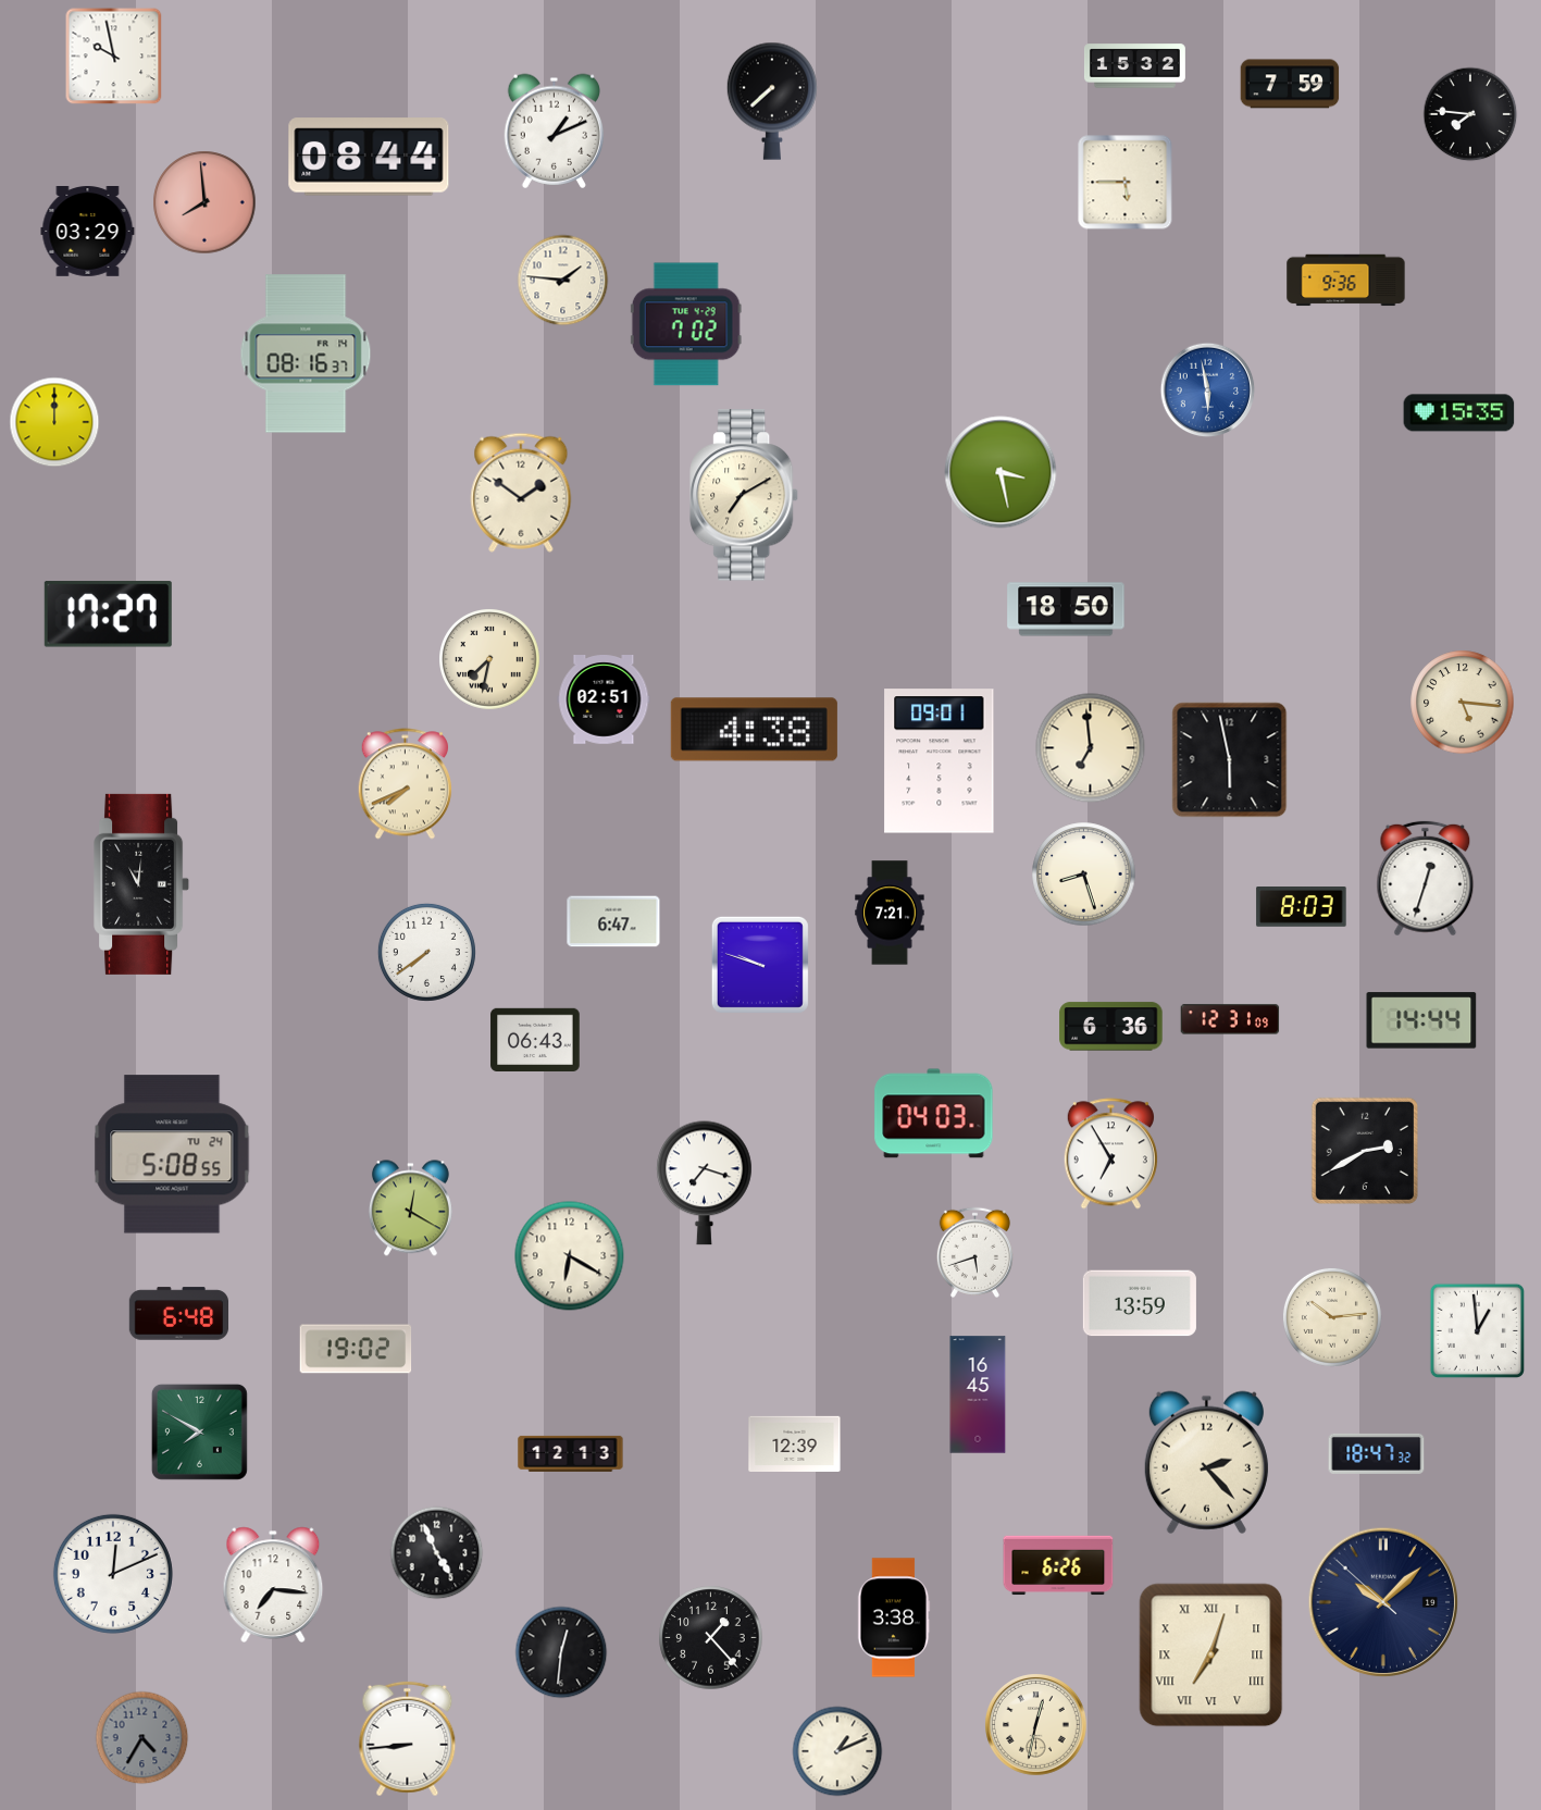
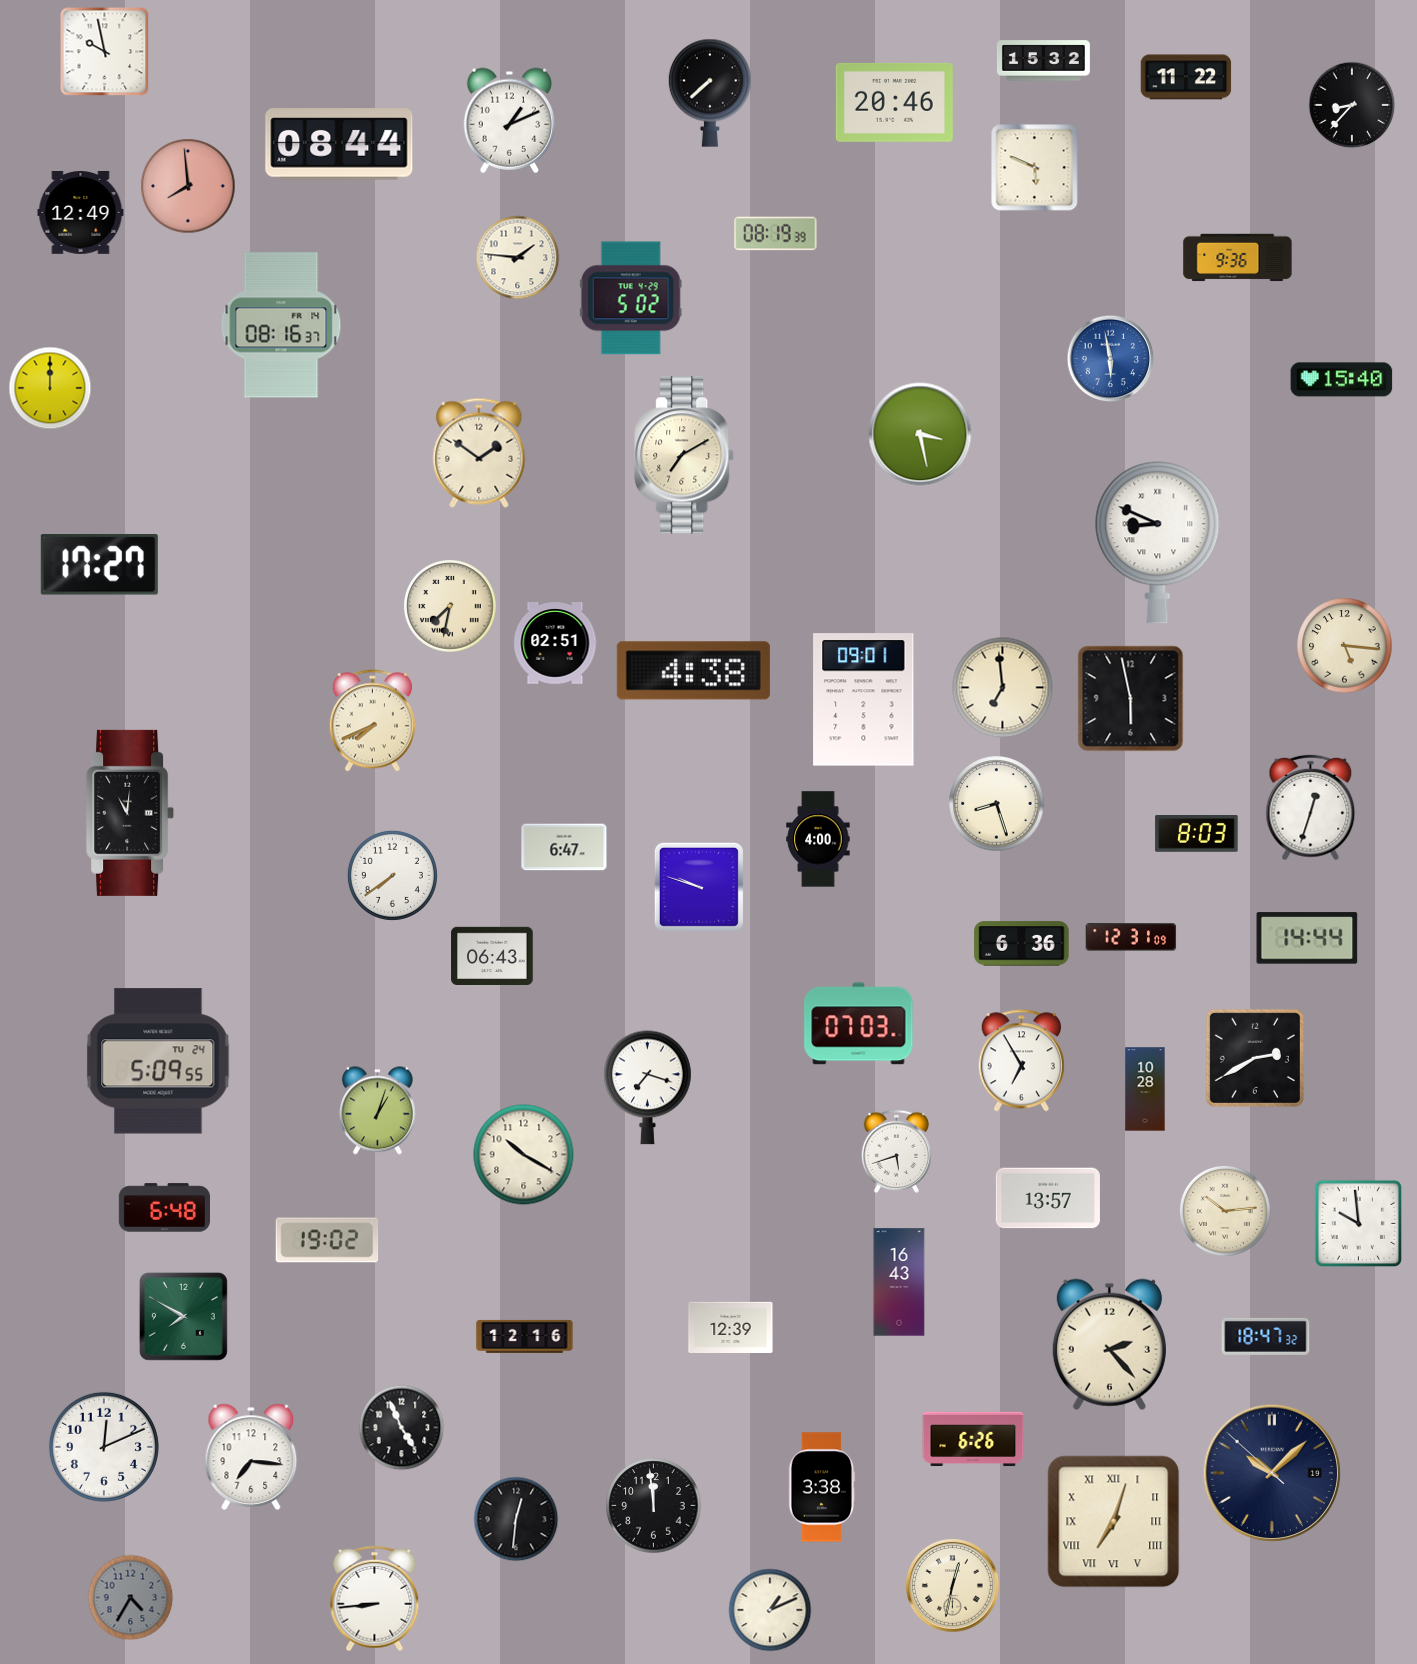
clock at (1290, 84): 7:59 -> 11:22
clock at (894, 102): none -> 20:46
clock at (1470, 114): 7:46 -> 8:37
clock at (1126, 183): 5:45 -> 5:49
clock at (88, 232): 03:29 -> 12:49
clock at (776, 234): none -> 08:19
clock at (686, 324): 7:02 -> 5:02
clock at (1459, 413): 15:35 -> 15:40
clock at (1158, 543): none -> 8:49
clock at (1066, 609): 18:50 -> none
clock at (890, 913): 7:21 -> 4:00
clock at (934, 1114): 04:03 -> 07:03
clock at (172, 1154): 5:08 -> 5:09
clock at (1145, 1089): none -> 10:28
clock at (410, 1208): 12:20 -> 1:03
clock at (570, 1256): 6:20 -> 10:20
clock at (1140, 1303): 13:59 -> 13:57
clock at (1477, 1330): 12:59 -> 9:59
clock at (978, 1394): 16:45 -> 16:43
clock at (571, 1453): 12:13 -> 12:16
clock at (711, 1638): 1:23 -> 11:59
